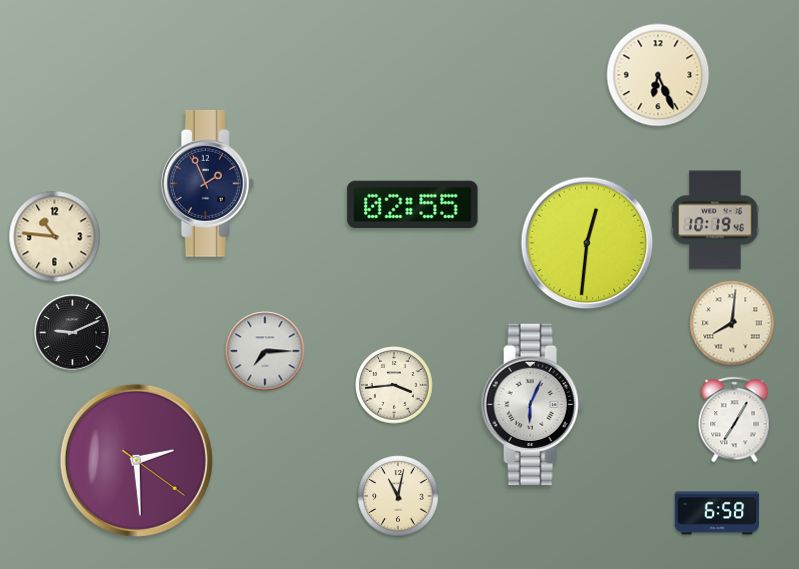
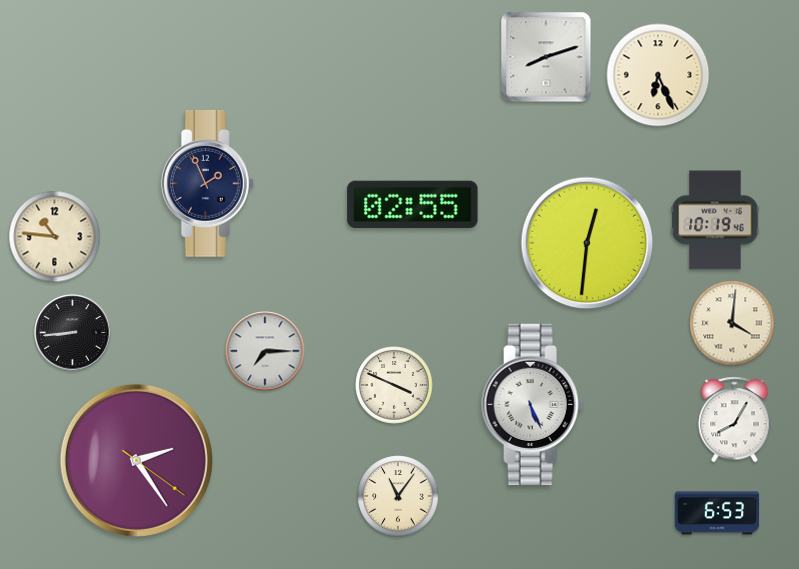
clock at (546, 57): none -> 8:12
clock at (732, 323): 8:01 -> 4:01
clock at (73, 333): 9:11 -> 8:44
clock at (394, 385): 3:44 -> 3:49
clock at (533, 404): 6:04 -> 5:26
clock at (735, 420): 7:05 -> 8:05
clock at (136, 460): 2:29 -> 2:24
clock at (398, 496): 11:02 -> 11:06
clock at (717, 513): 6:58 -> 6:53
